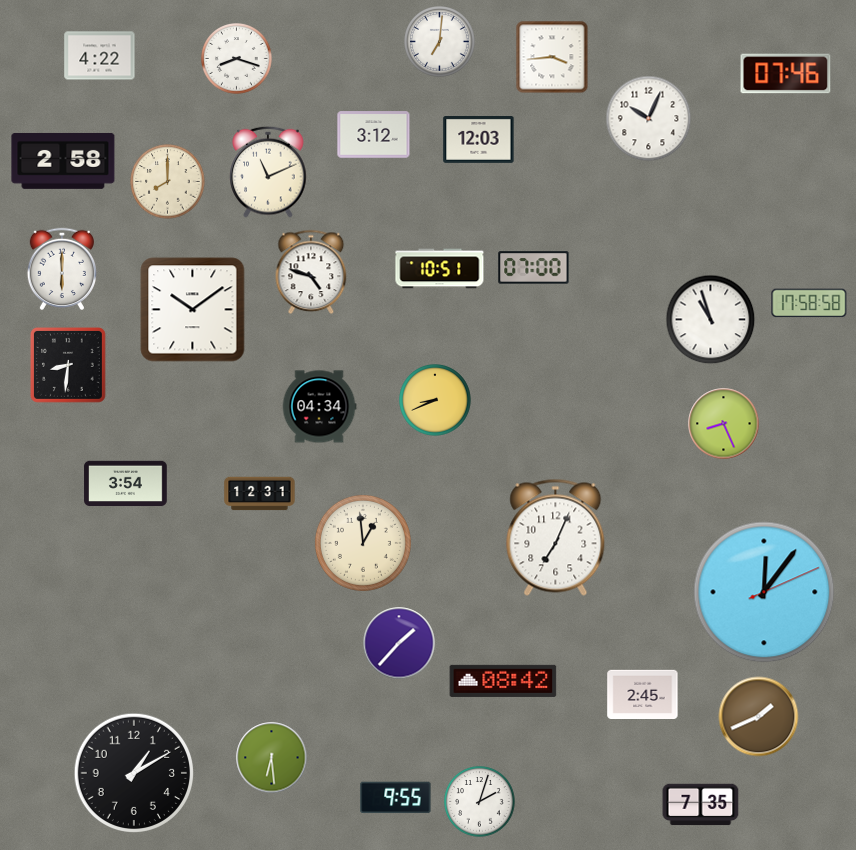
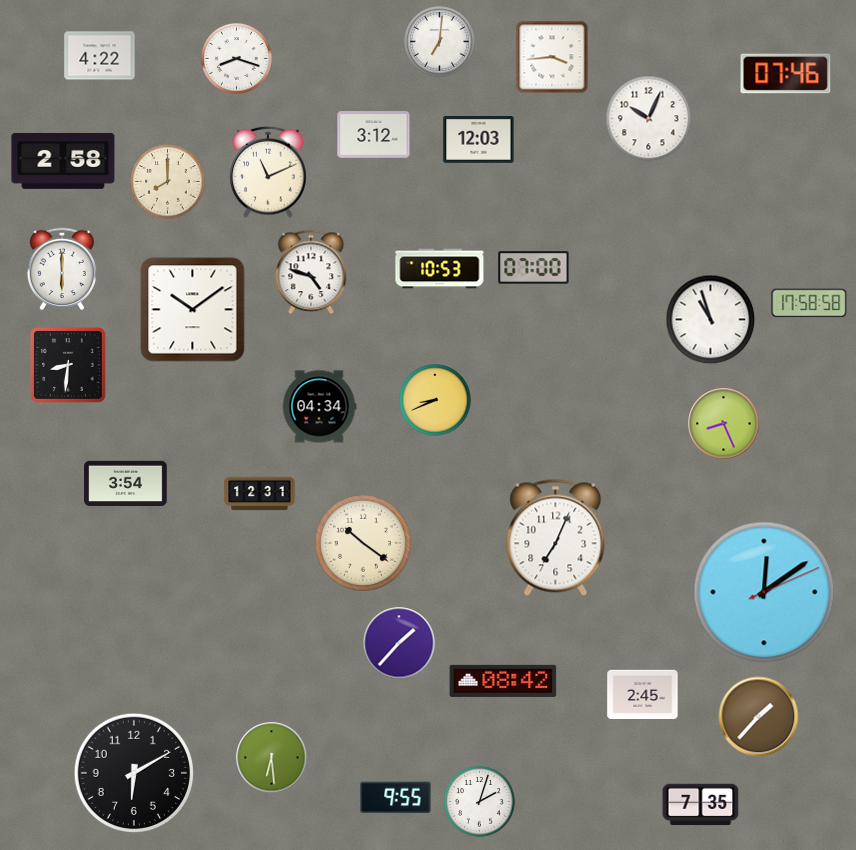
clock at (440, 269): 10:51 -> 10:53
clock at (363, 543): 12:59 -> 10:21
clock at (764, 592): 12:06 -> 12:09
clock at (759, 717): 1:41 -> 1:37
clock at (133, 772): 1:10 -> 6:10
